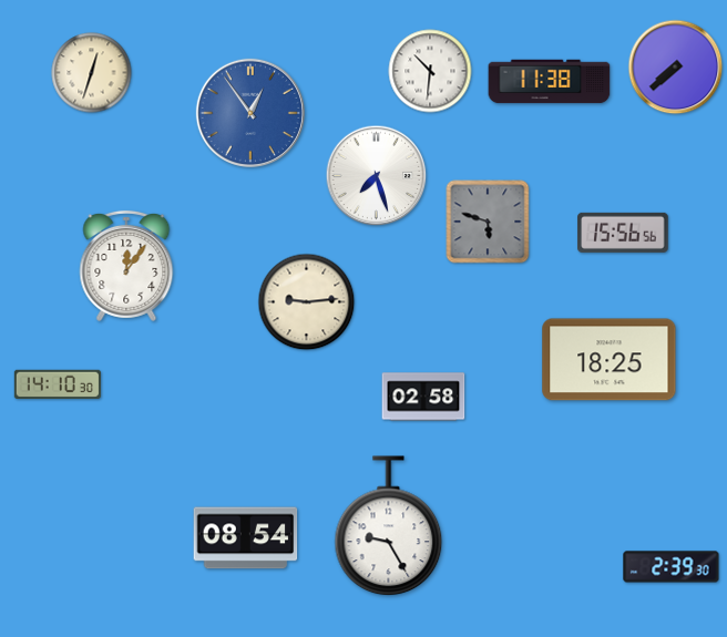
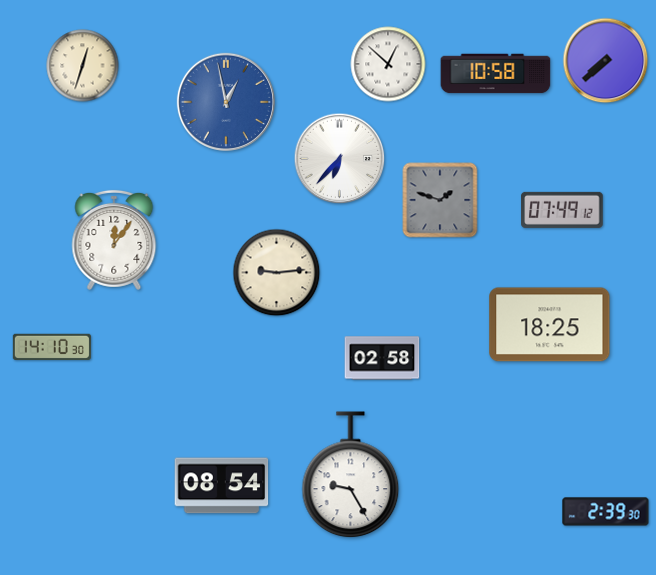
clock at (676, 68) position: (676, 68) -> (606, 61)
clock at (430, 71): 10:31 -> 12:52
clock at (550, 82): 11:38 -> 10:58
clock at (250, 113): 12:54 -> 12:58
clock at (377, 176): 7:27 -> 6:37
clock at (488, 222): 5:48 -> 1:48
clock at (623, 233): 15:56 -> 07:49
